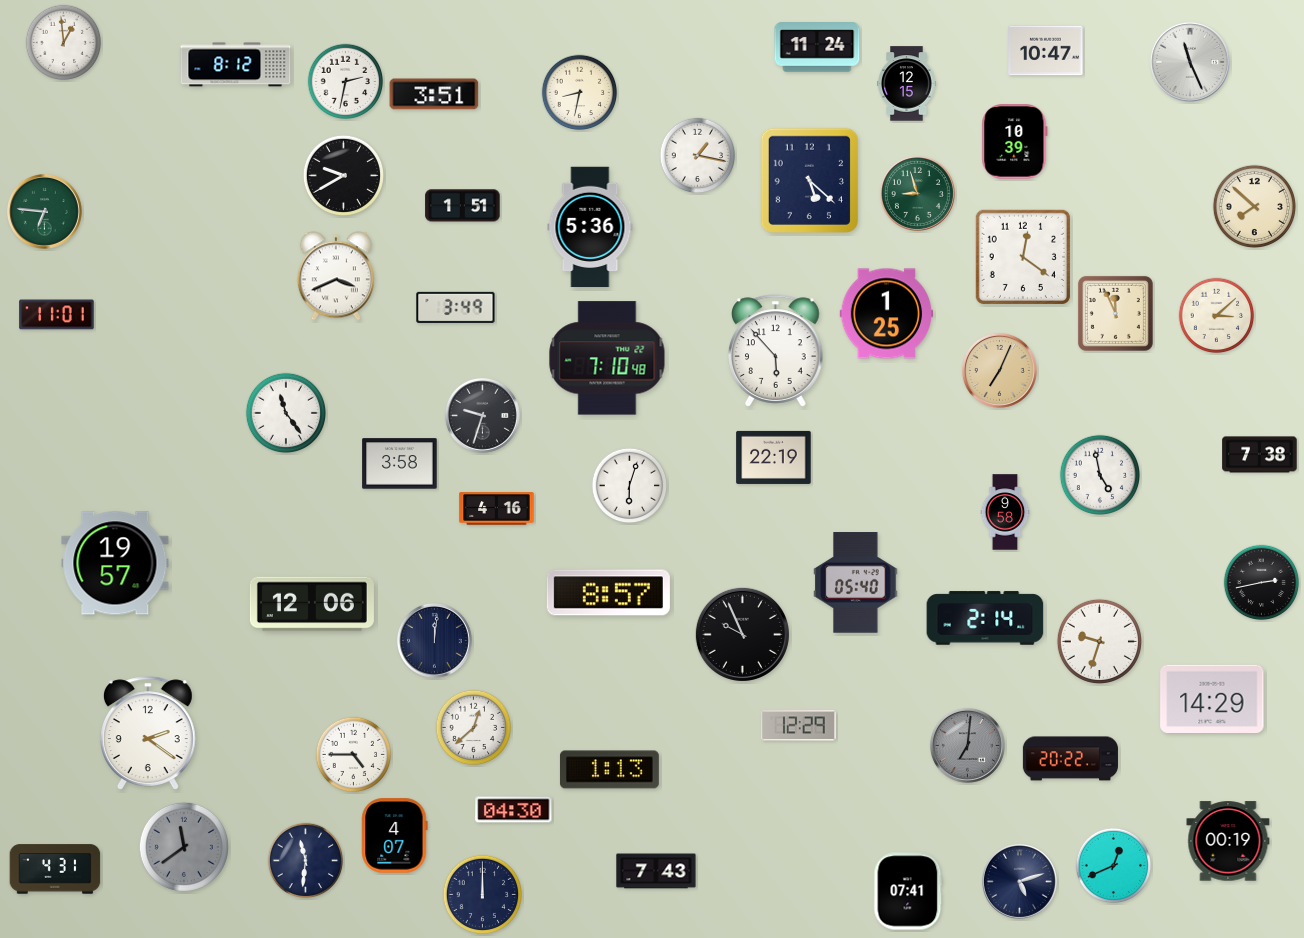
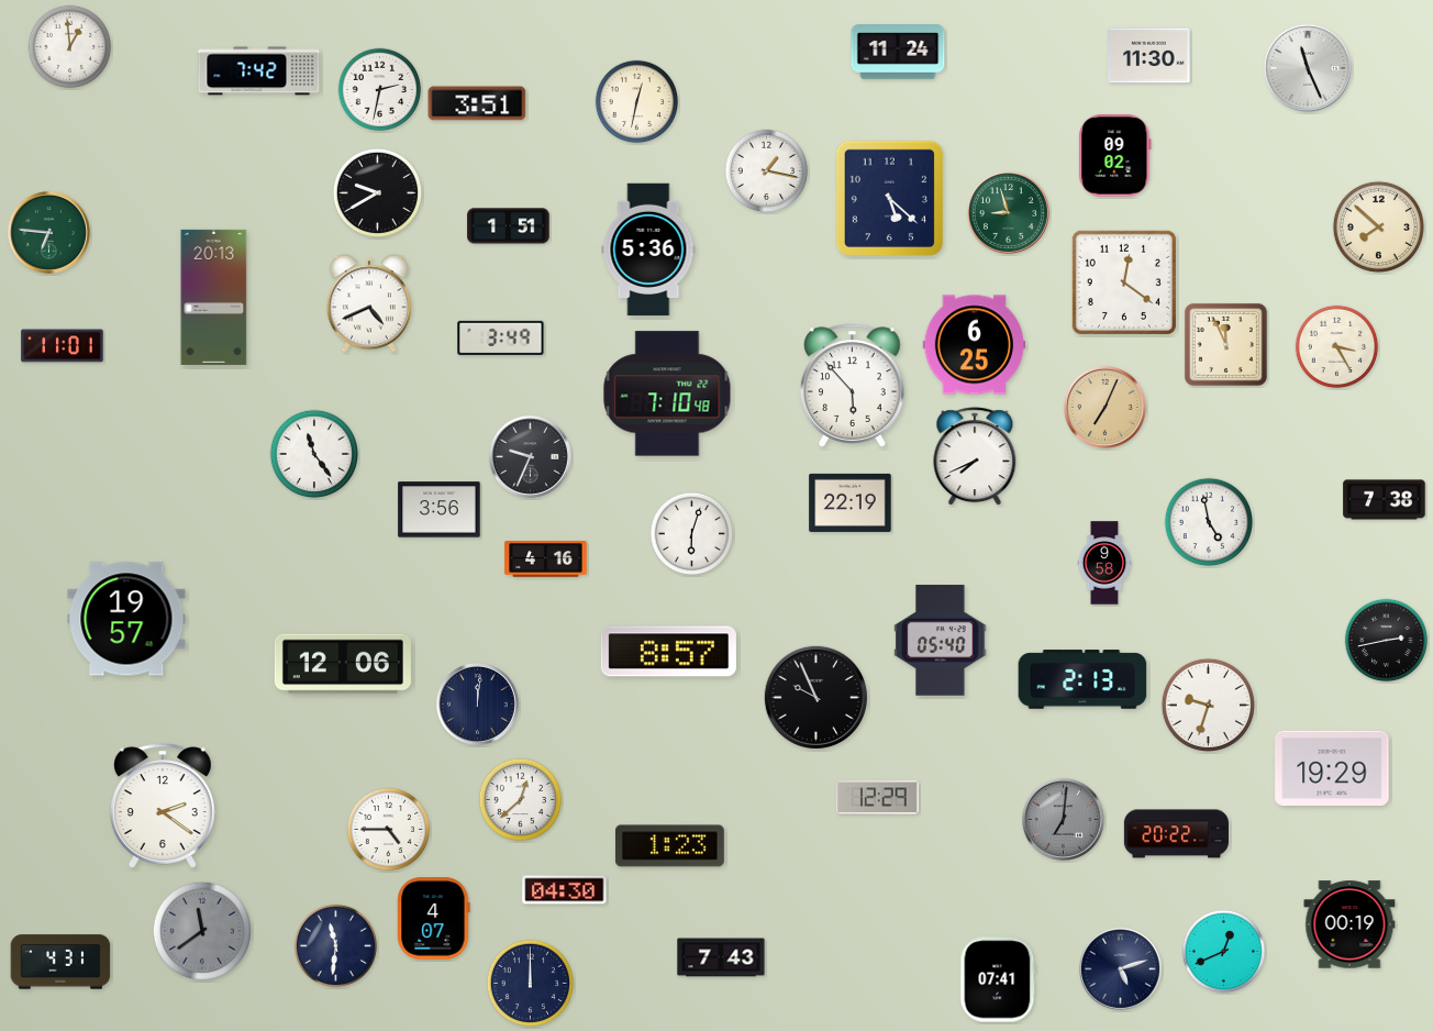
clock at (1046, 51): 10:47 -> 11:30
clock at (236, 65): 8:12 -> 7:42
clock at (907, 84): 12:15 -> none
clock at (580, 93): 8:32 -> 12:32
clock at (1015, 142): 10:39 -> 09:02
clock at (214, 297): none -> 20:13
clock at (336, 276): 3:41 -> 4:41
clock at (887, 314): 1:25 -> 6:25
clock at (1217, 316): 3:08 -> 3:25
clock at (999, 370) position: (999, 370) -> (1104, 407)
clock at (482, 415): 9:33 -> 9:34
clock at (975, 457): none -> 7:41
clock at (400, 464): 3:58 -> 3:56
clock at (985, 618): 2:14 -> 2:13
clock at (1212, 698): 14:29 -> 19:29
clock at (609, 770): 1:13 -> 1:23
clock at (55, 869) position: (55, 869) -> (60, 962)
